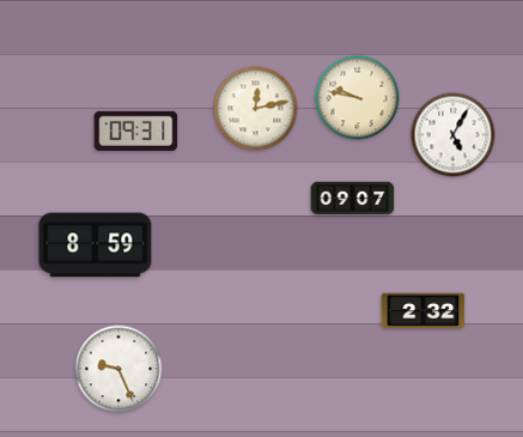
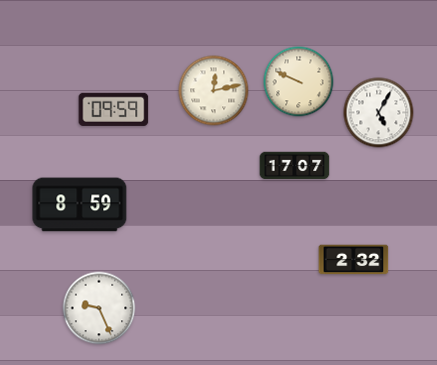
clock at (358, 98): 9:47 -> 9:49
clock at (136, 131): 09:31 -> 09:59
clock at (353, 199): 09:07 -> 17:07
